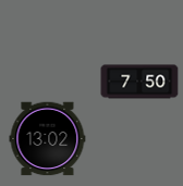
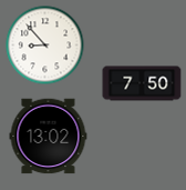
clock at (45, 46): none -> 8:53
clock at (48, 139) position: (48, 139) -> (49, 137)
